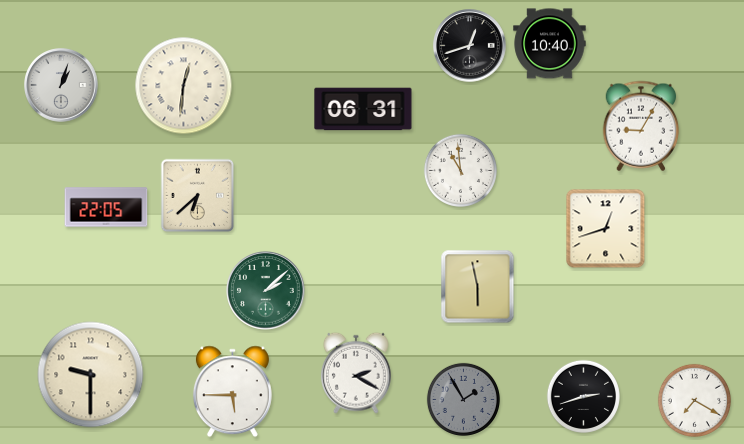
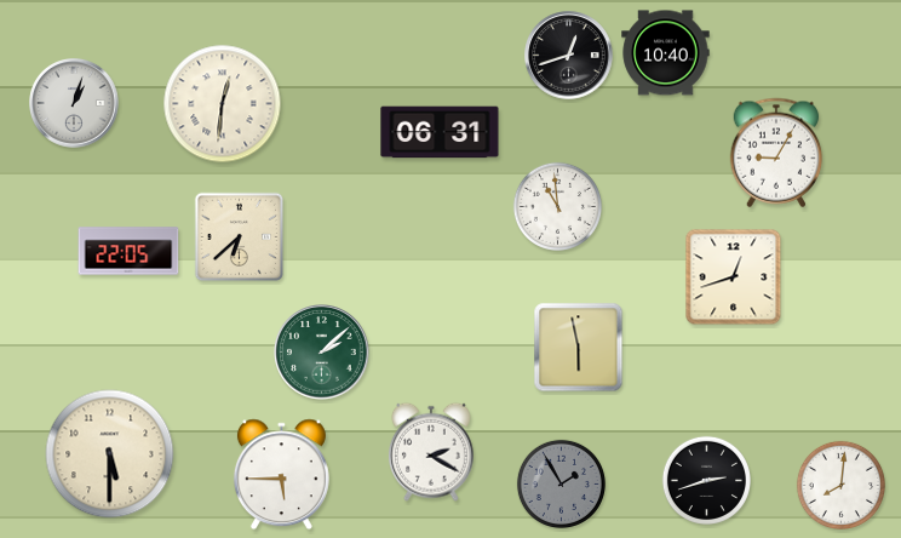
clock at (91, 375): 9:30 -> 5:30
clock at (694, 400): 7:20 -> 8:01
